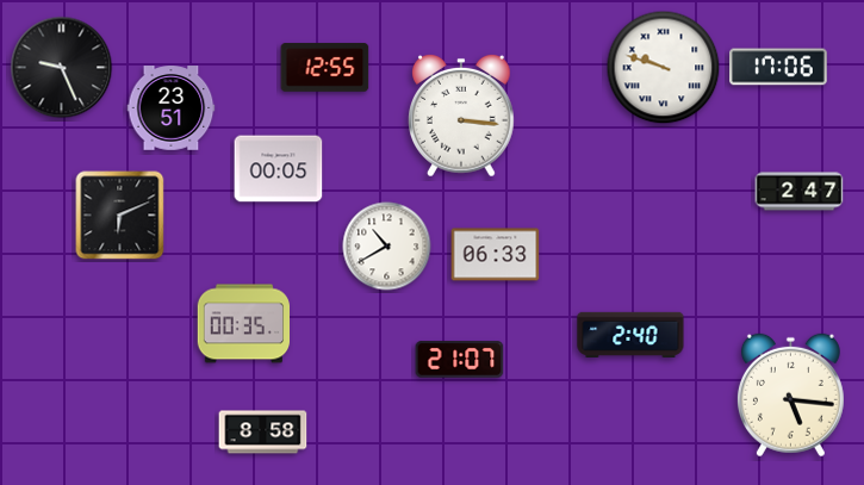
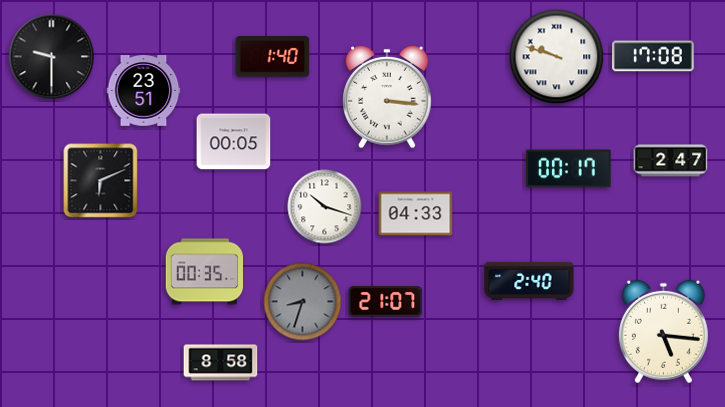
clock at (779, 67): 17:06 -> 17:08
clock at (62, 68): 9:26 -> 9:30
clock at (325, 68): 12:55 -> 1:40
clock at (569, 169): none -> 00:17
clock at (387, 247): 10:40 -> 10:18
clock at (496, 255): 06:33 -> 04:33
clock at (303, 302): none -> 8:33
